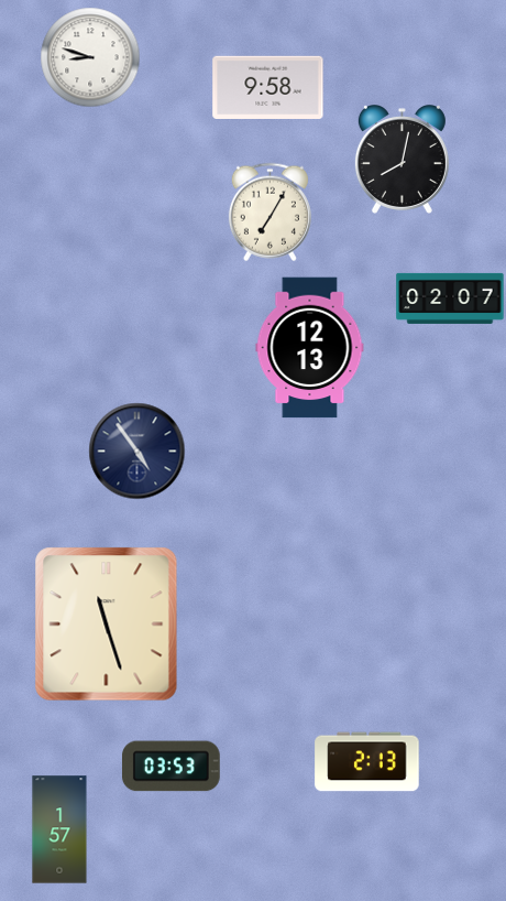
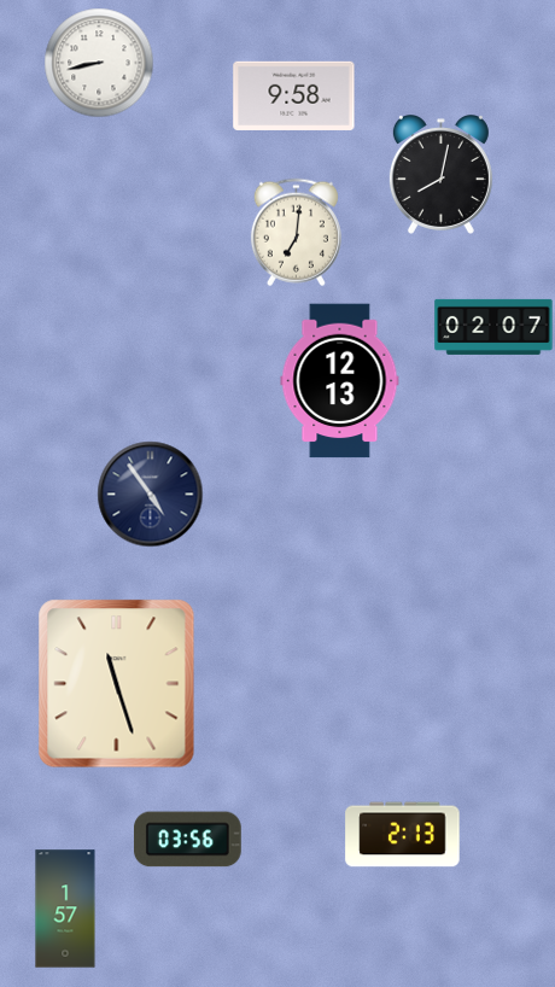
clock at (90, 57): 8:48 -> 8:43
clock at (269, 211): 7:05 -> 7:01
clock at (170, 767): 03:53 -> 03:56
